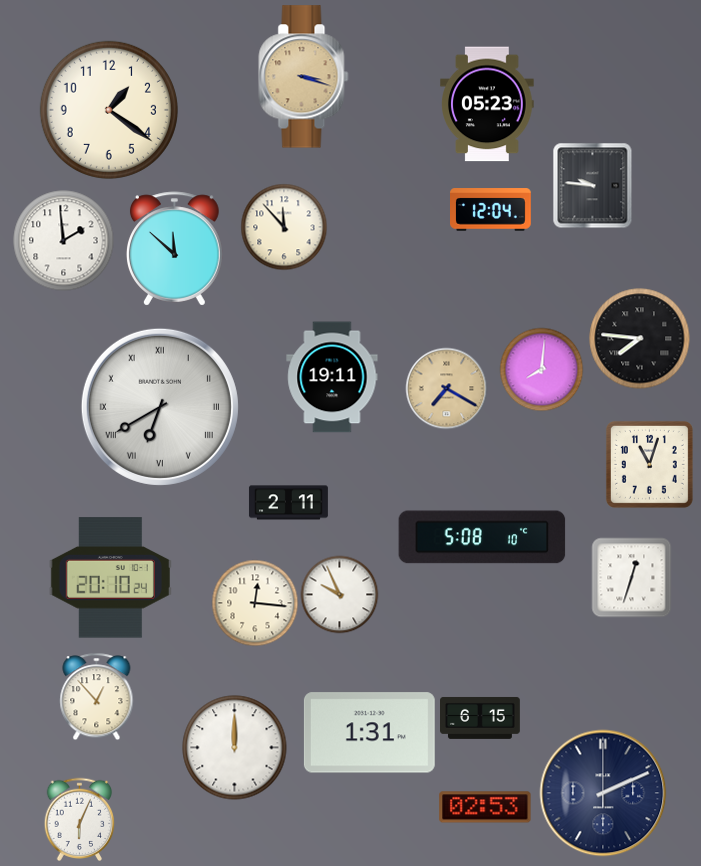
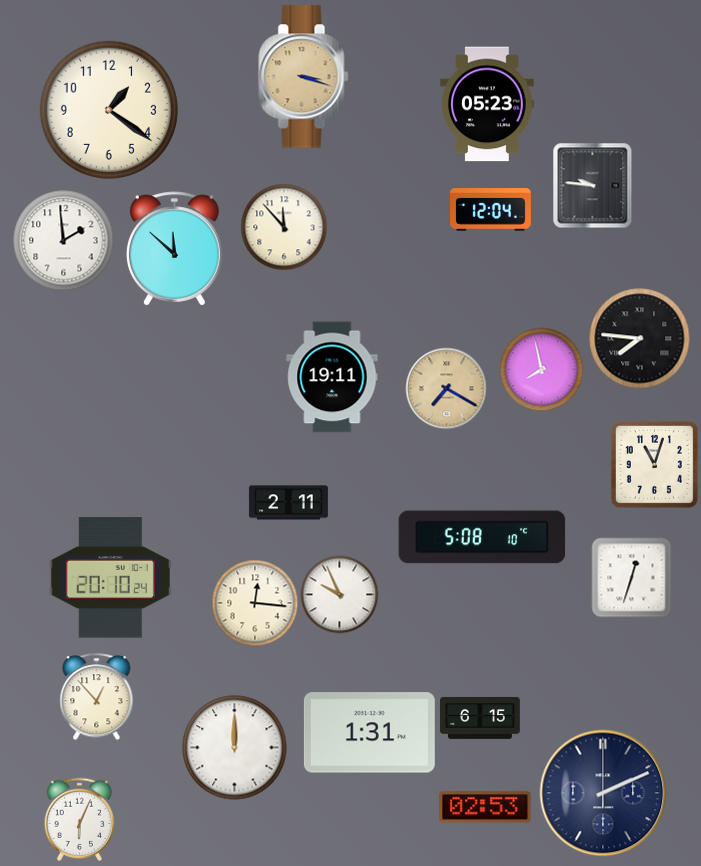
clock at (541, 369): 8:01 -> 7:58
clock at (160, 407): 6:40 -> none
clock at (649, 464) position: (649, 464) -> (654, 464)
